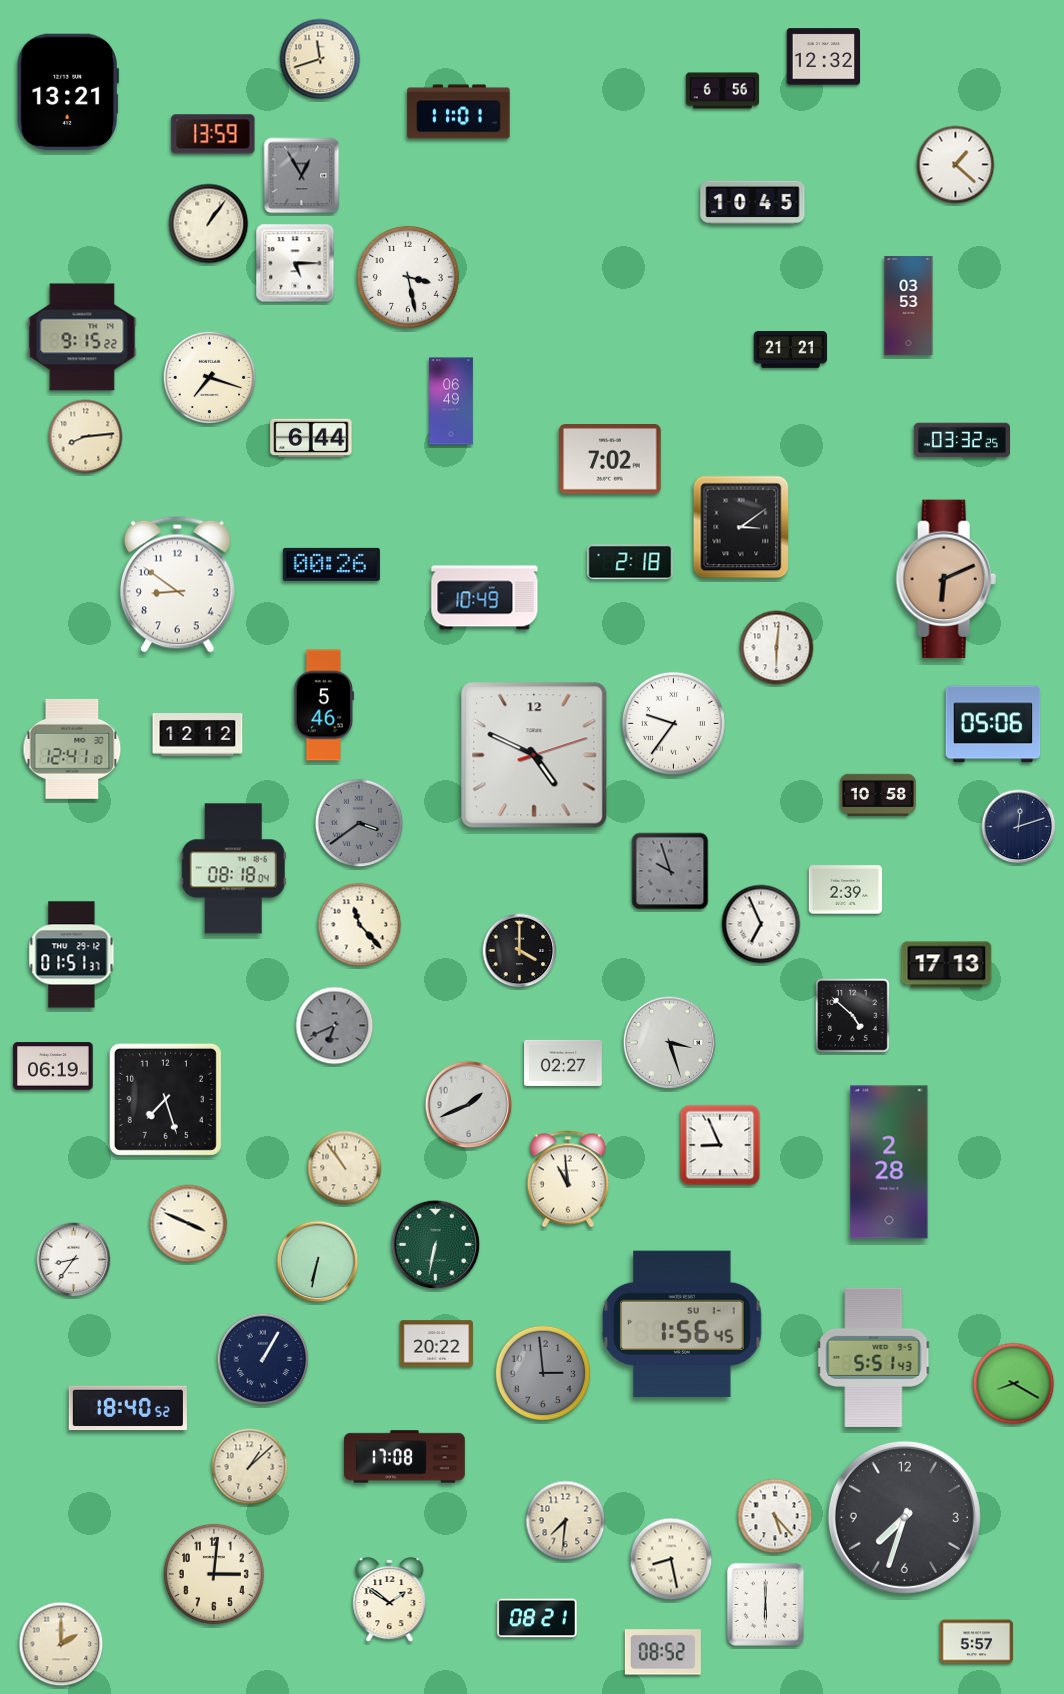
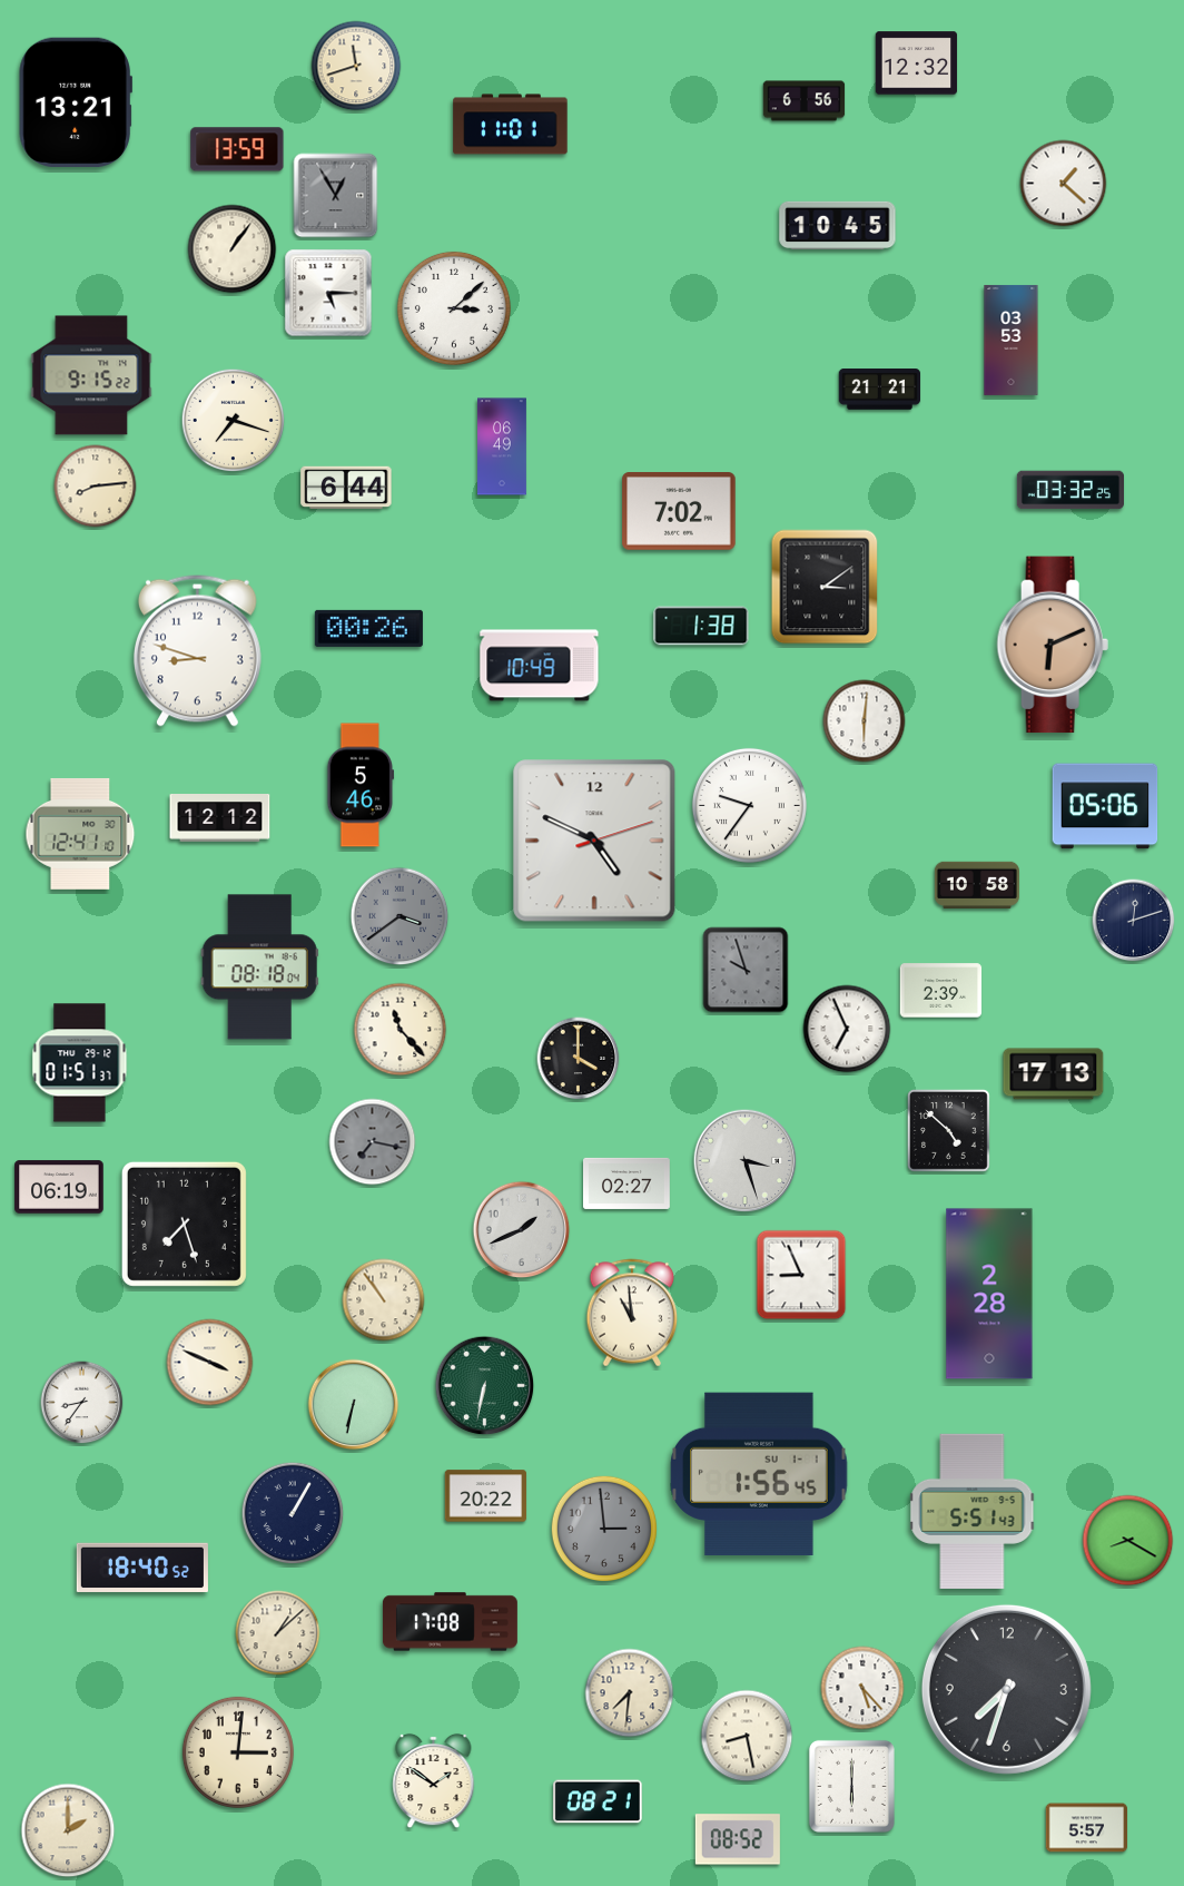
clock at (408, 277): 3:28 -> 3:08
clock at (630, 562): 2:18 -> 1:38
clock at (177, 584): 8:51 -> 8:48
clock at (335, 1026): 6:41 -> 7:17
